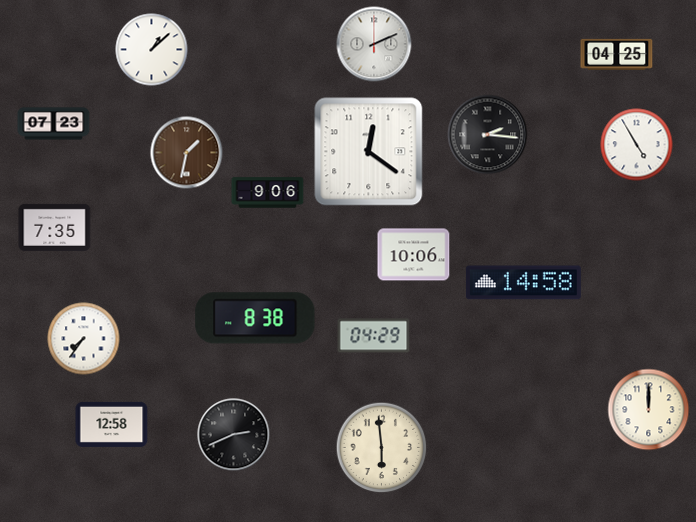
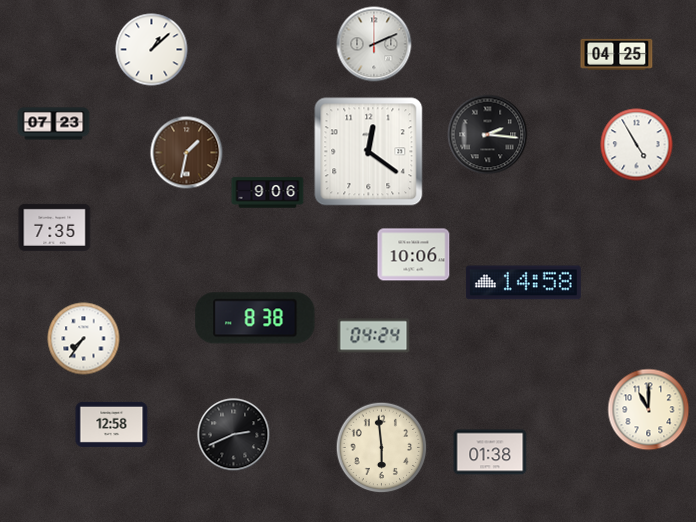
clock at (374, 336): 04:29 -> 04:24
clock at (649, 410): 12:00 -> 11:00
clock at (490, 452): none -> 01:38
